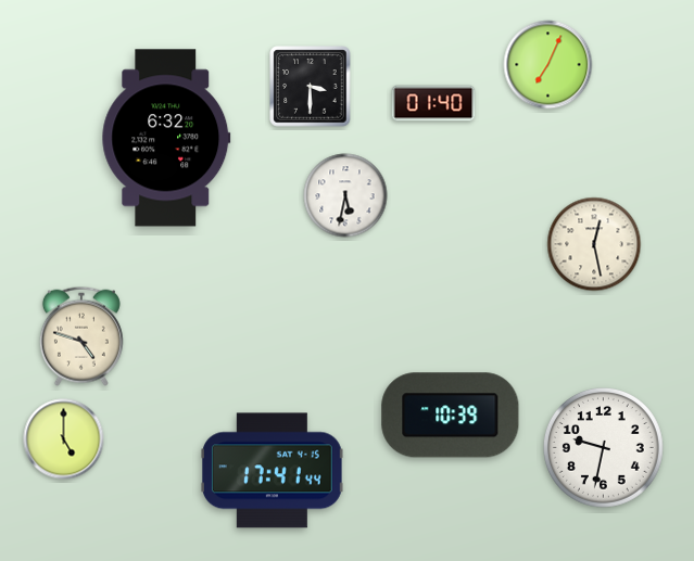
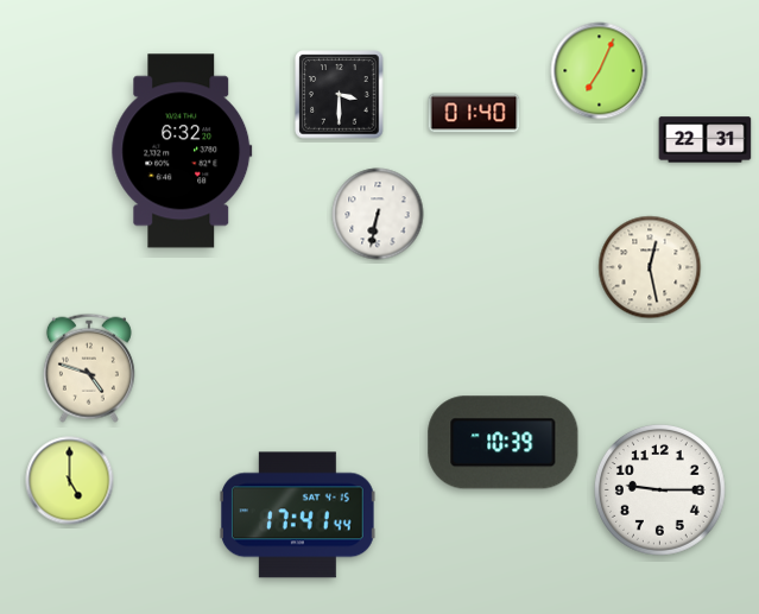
clock at (706, 140): none -> 22:31
clock at (345, 195): 5:32 -> 6:32
clock at (451, 416) position: (451, 416) -> (504, 443)
clock at (603, 447): 9:32 -> 9:15
